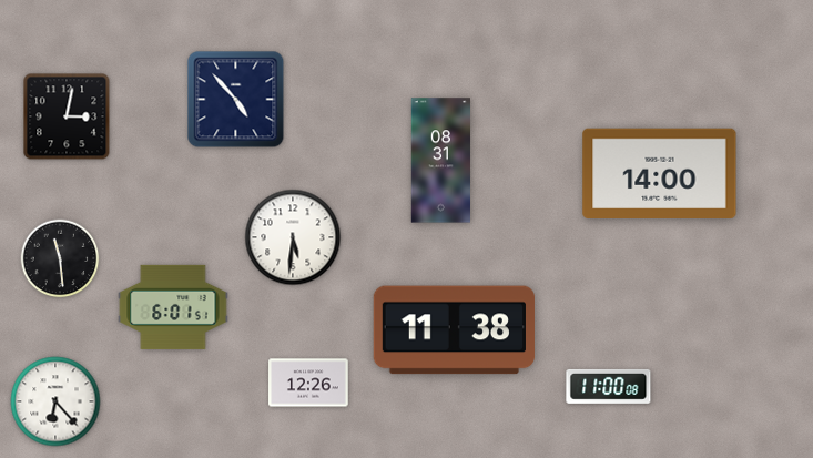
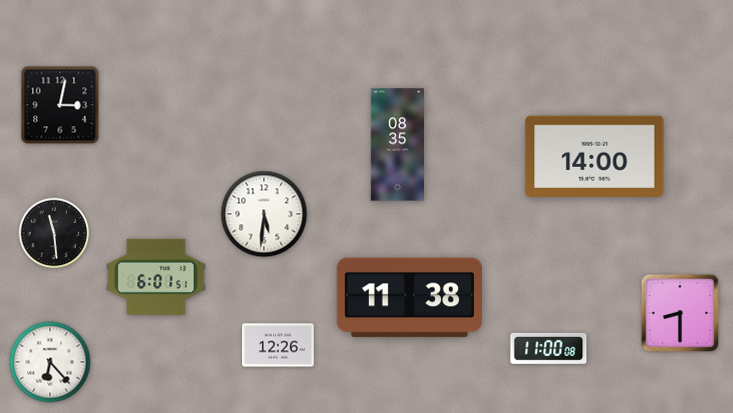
clock at (236, 100): 4:53 -> none
clock at (440, 161): 08:31 -> 08:35
clock at (680, 313): none -> 8:30
